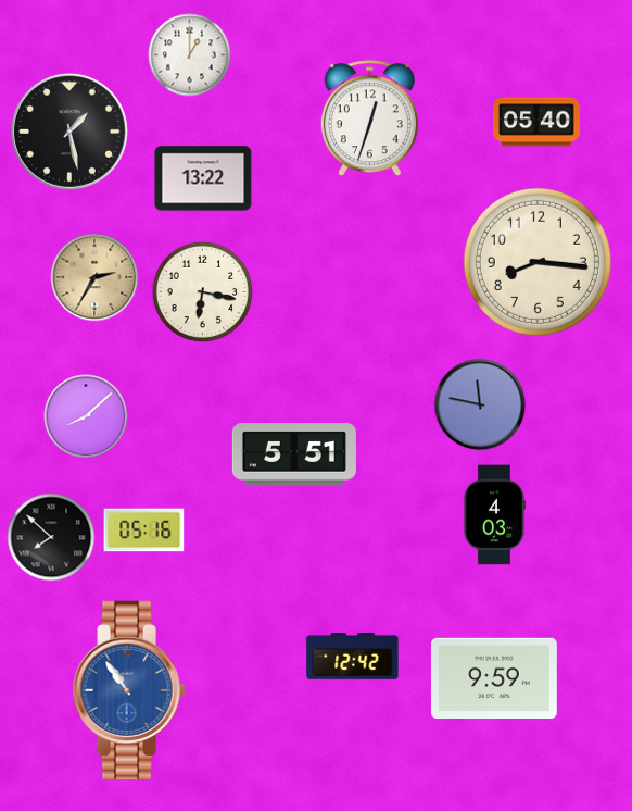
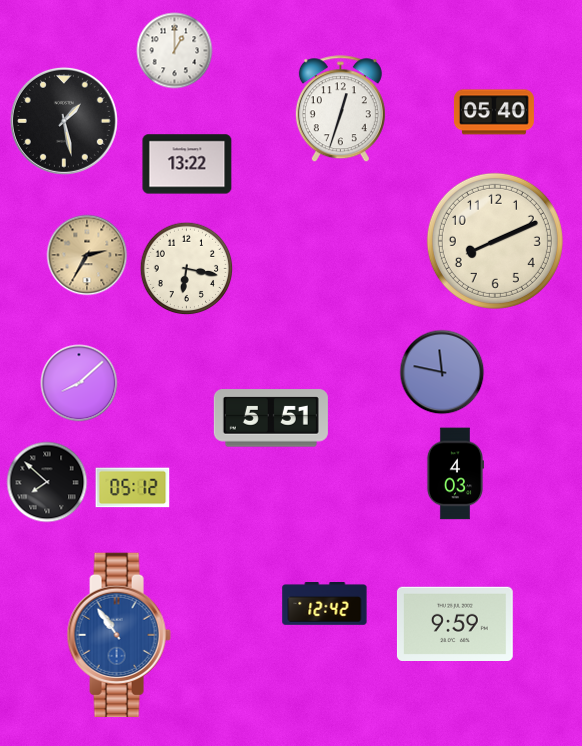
clock at (538, 262): 8:16 -> 8:11
clock at (144, 531): 05:16 -> 05:12
clock at (51, 537) position: (51, 537) -> (47, 482)
